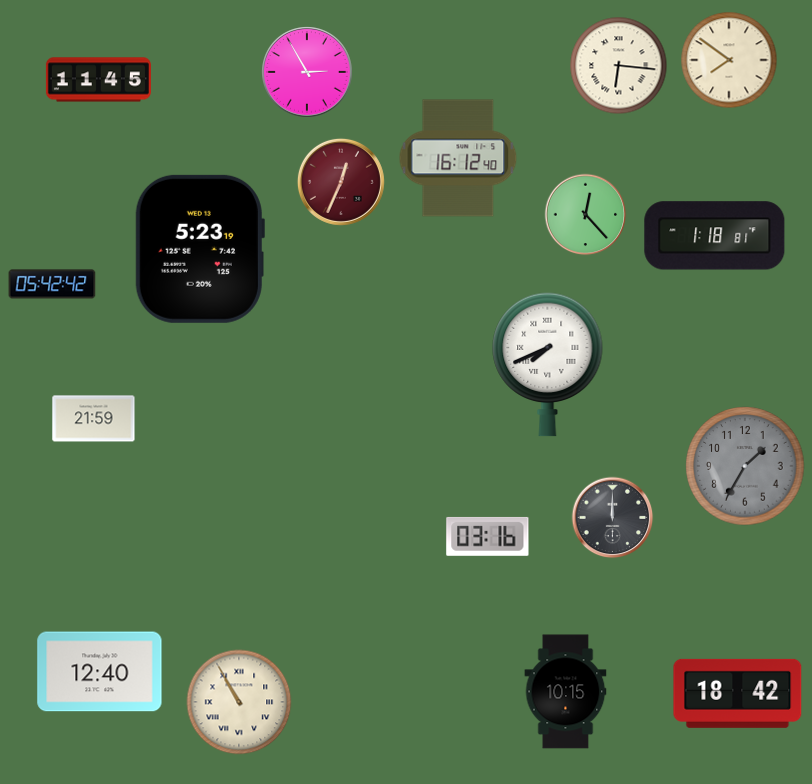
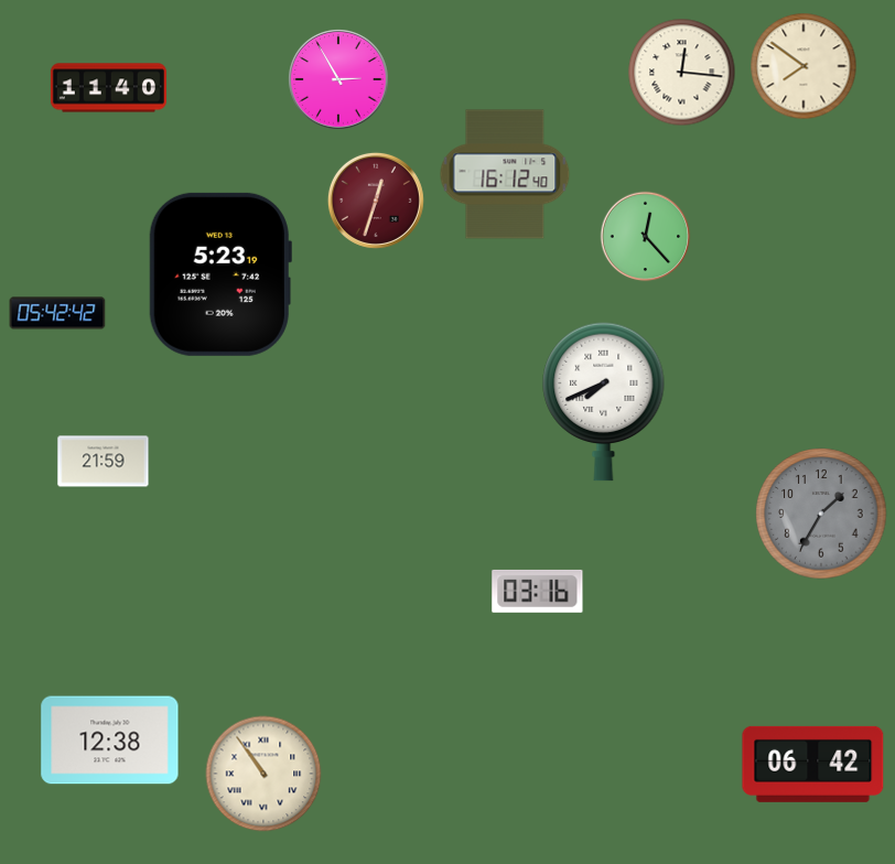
clock at (619, 66): 6:16 -> 12:16
clock at (98, 80): 11:45 -> 11:40
clock at (341, 182): 12:34 -> 12:33
clock at (715, 236): 1:18 -> none
clock at (613, 518): 12:00 -> none
clock at (100, 672): 12:40 -> 12:38
clock at (566, 692): 10:15 -> none
clock at (738, 693): 18:42 -> 06:42
clock at (239, 702): 10:55 -> 10:54
